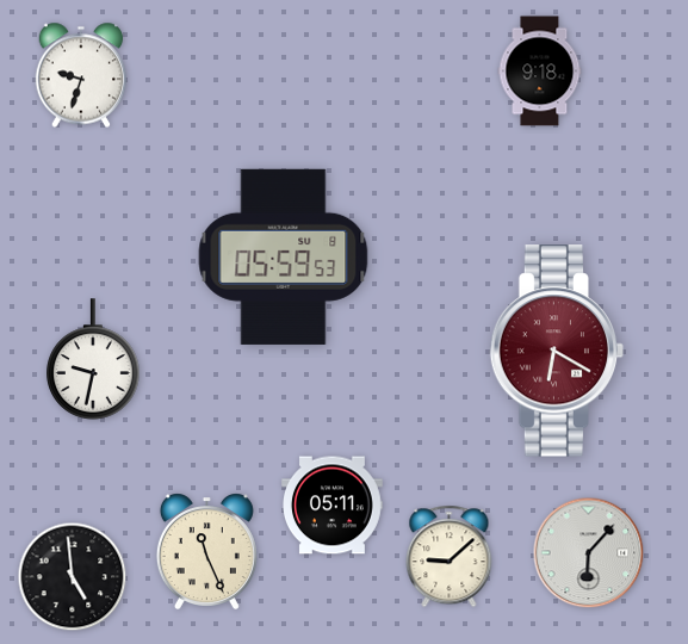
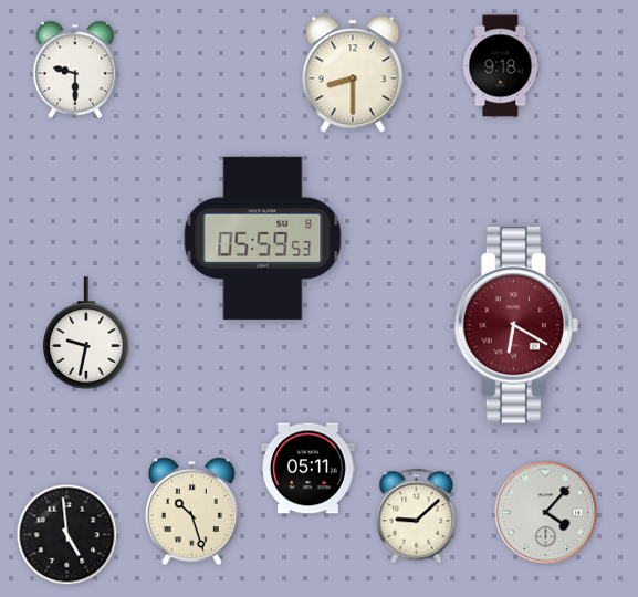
clock at (81, 75): 9:33 -> 9:30
clock at (353, 74): none -> 8:30
clock at (206, 551): 11:26 -> 10:27
clock at (589, 553): 6:07 -> 4:07
